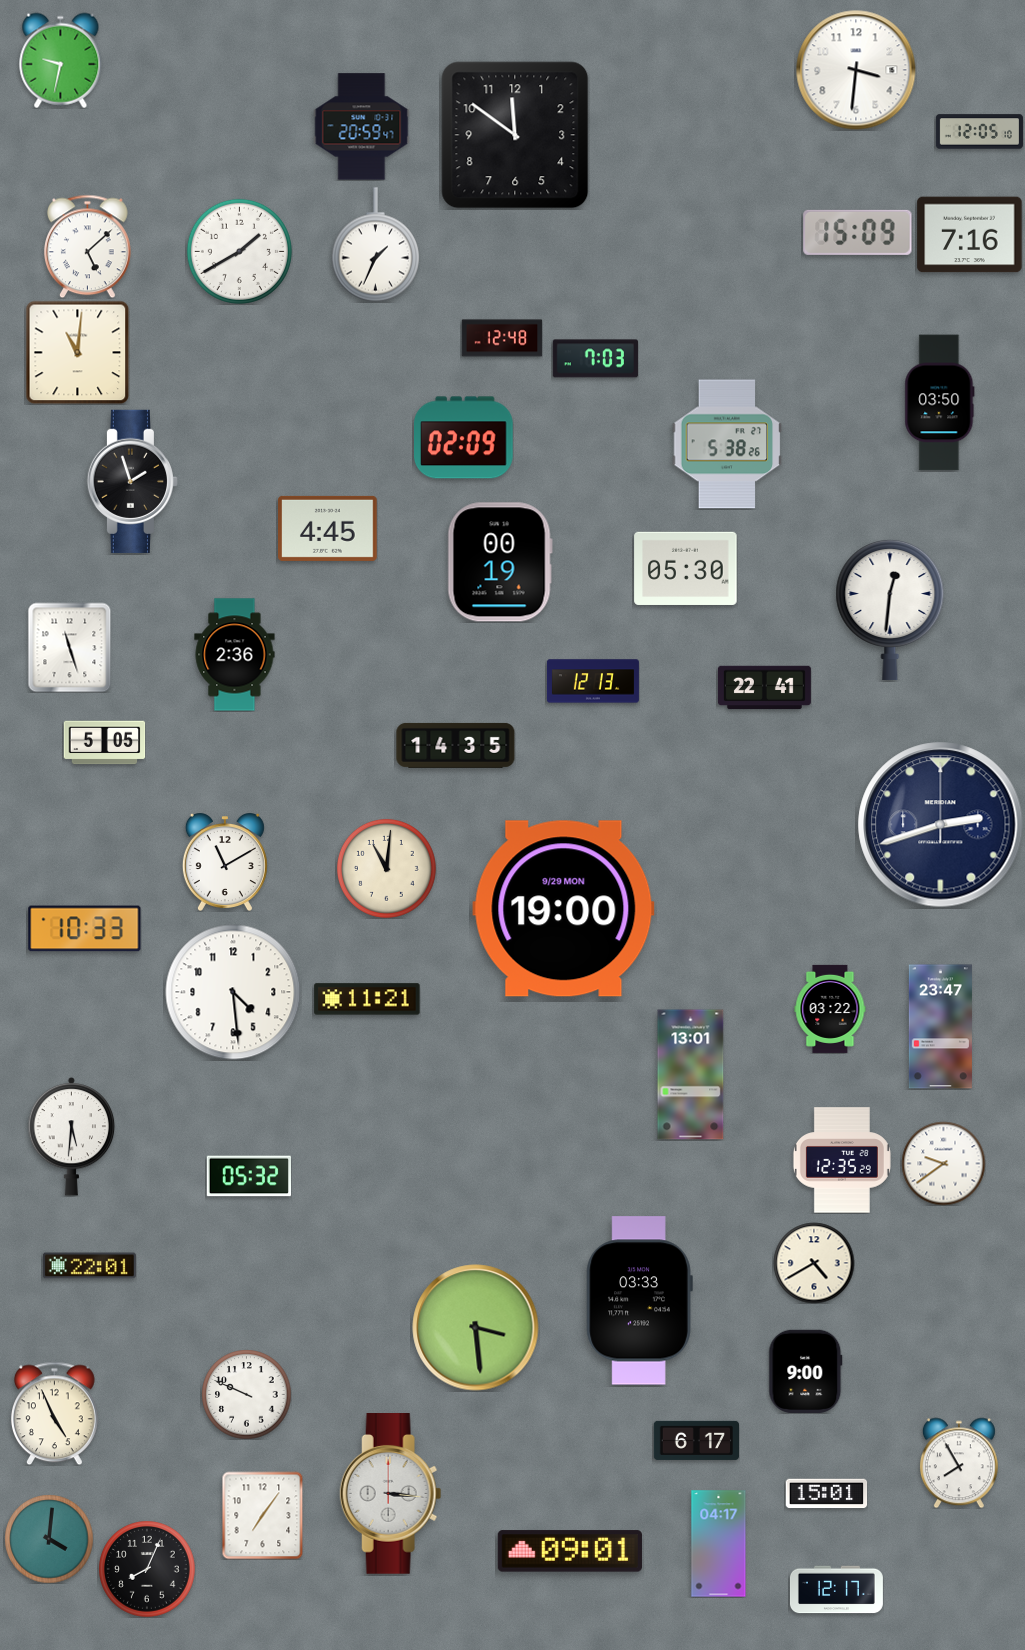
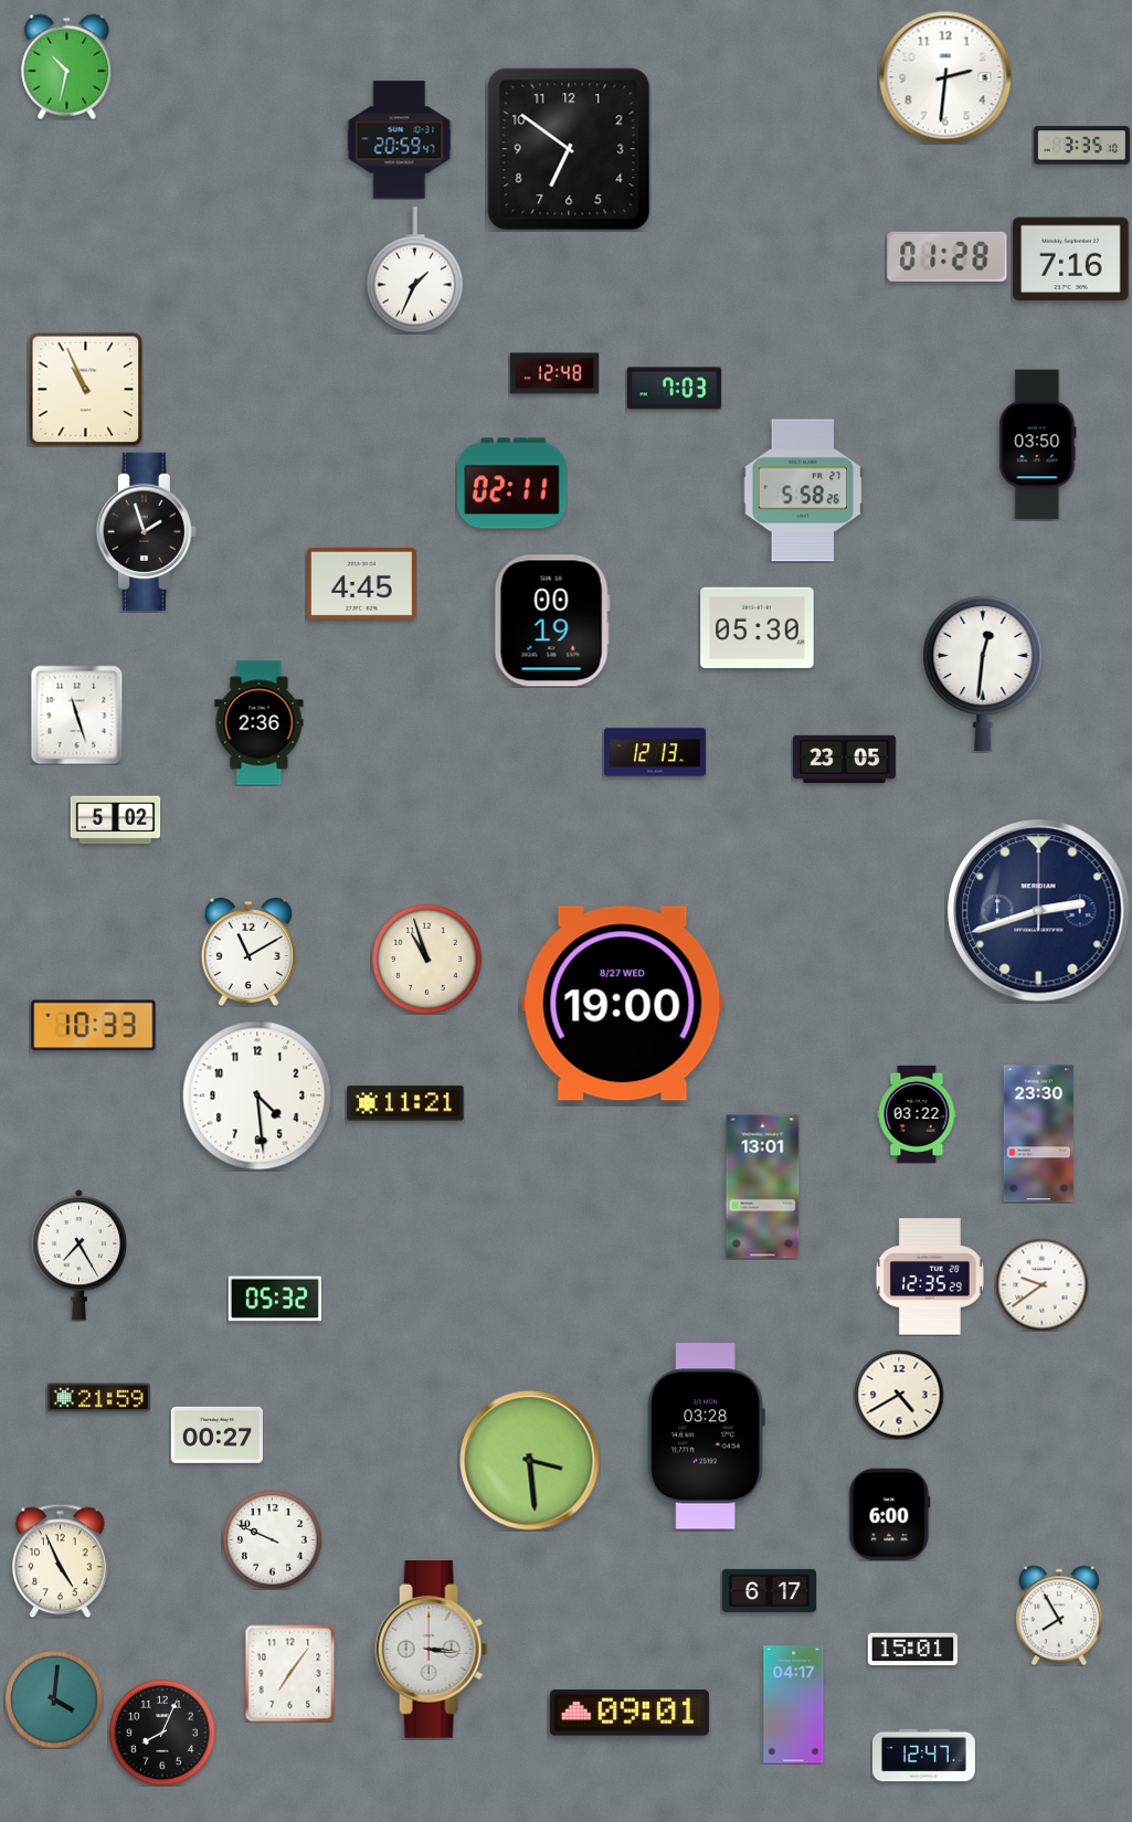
clock at (61, 60): 9:32 -> 10:32
clock at (856, 70): 3:31 -> 2:31
clock at (979, 132): 12:05 -> 3:35
clock at (515, 135): 11:51 -> 6:51
clock at (858, 232): 15:09 -> 01:28
clock at (88, 246): 5:08 -> none
clock at (239, 251): 1:40 -> none
clock at (77, 352): 11:01 -> 10:56
clock at (595, 359) position: (595, 359) -> (674, 389)
clock at (464, 438): 02:09 -> 02:11
clock at (727, 444): 5:38 -> 5:58
clock at (764, 688): 22:41 -> 23:05
clock at (104, 743): 5:05 -> 5:02
clock at (456, 745): 14:35 -> none
clock at (386, 868): 11:01 -> 10:57
clock at (564, 909) date: 9/29 MON -> 8/27 WED
clock at (940, 1027): 23:47 -> 23:30
clock at (72, 1136): 5:31 -> 7:25
clock at (842, 1160) position: (842, 1160) -> (930, 1277)
clock at (89, 1266): 22:01 -> 21:59
clock at (216, 1434): none -> 00:27
clock at (639, 1301): 03:33 -> 03:28
clock at (476, 1328) position: (476, 1328) -> (530, 1461)
clock at (806, 1371): 9:00 -> 6:00
clock at (836, 1590): 12:17 -> 12:47
